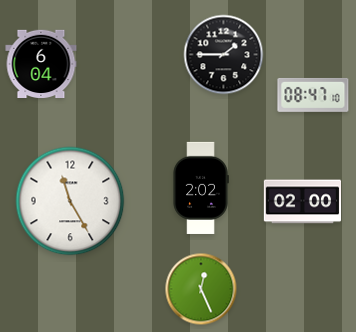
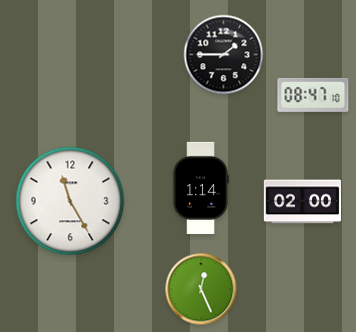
clock at (41, 63): 6:04 -> none
clock at (201, 188): 2:02 -> 1:14
